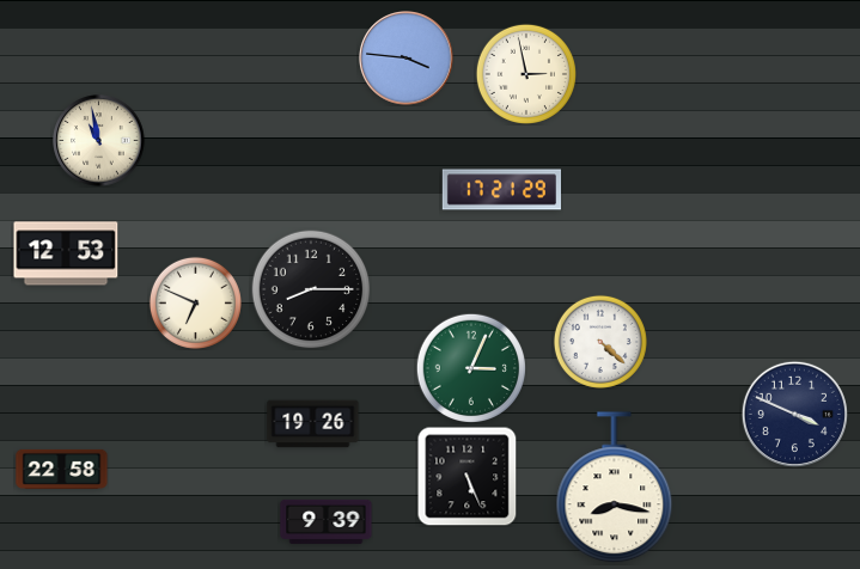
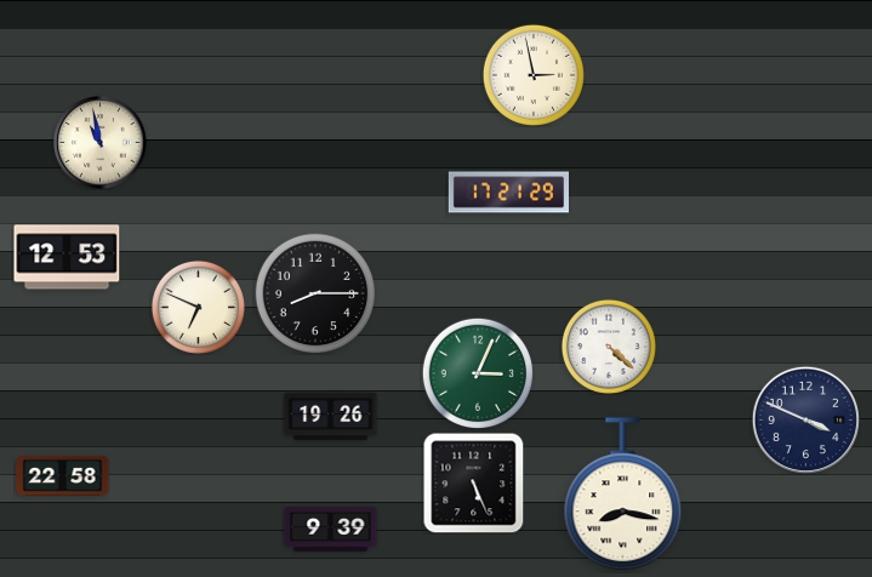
clock at (407, 59): 3:46 -> none
clock at (313, 424) position: (313, 424) -> (331, 417)
